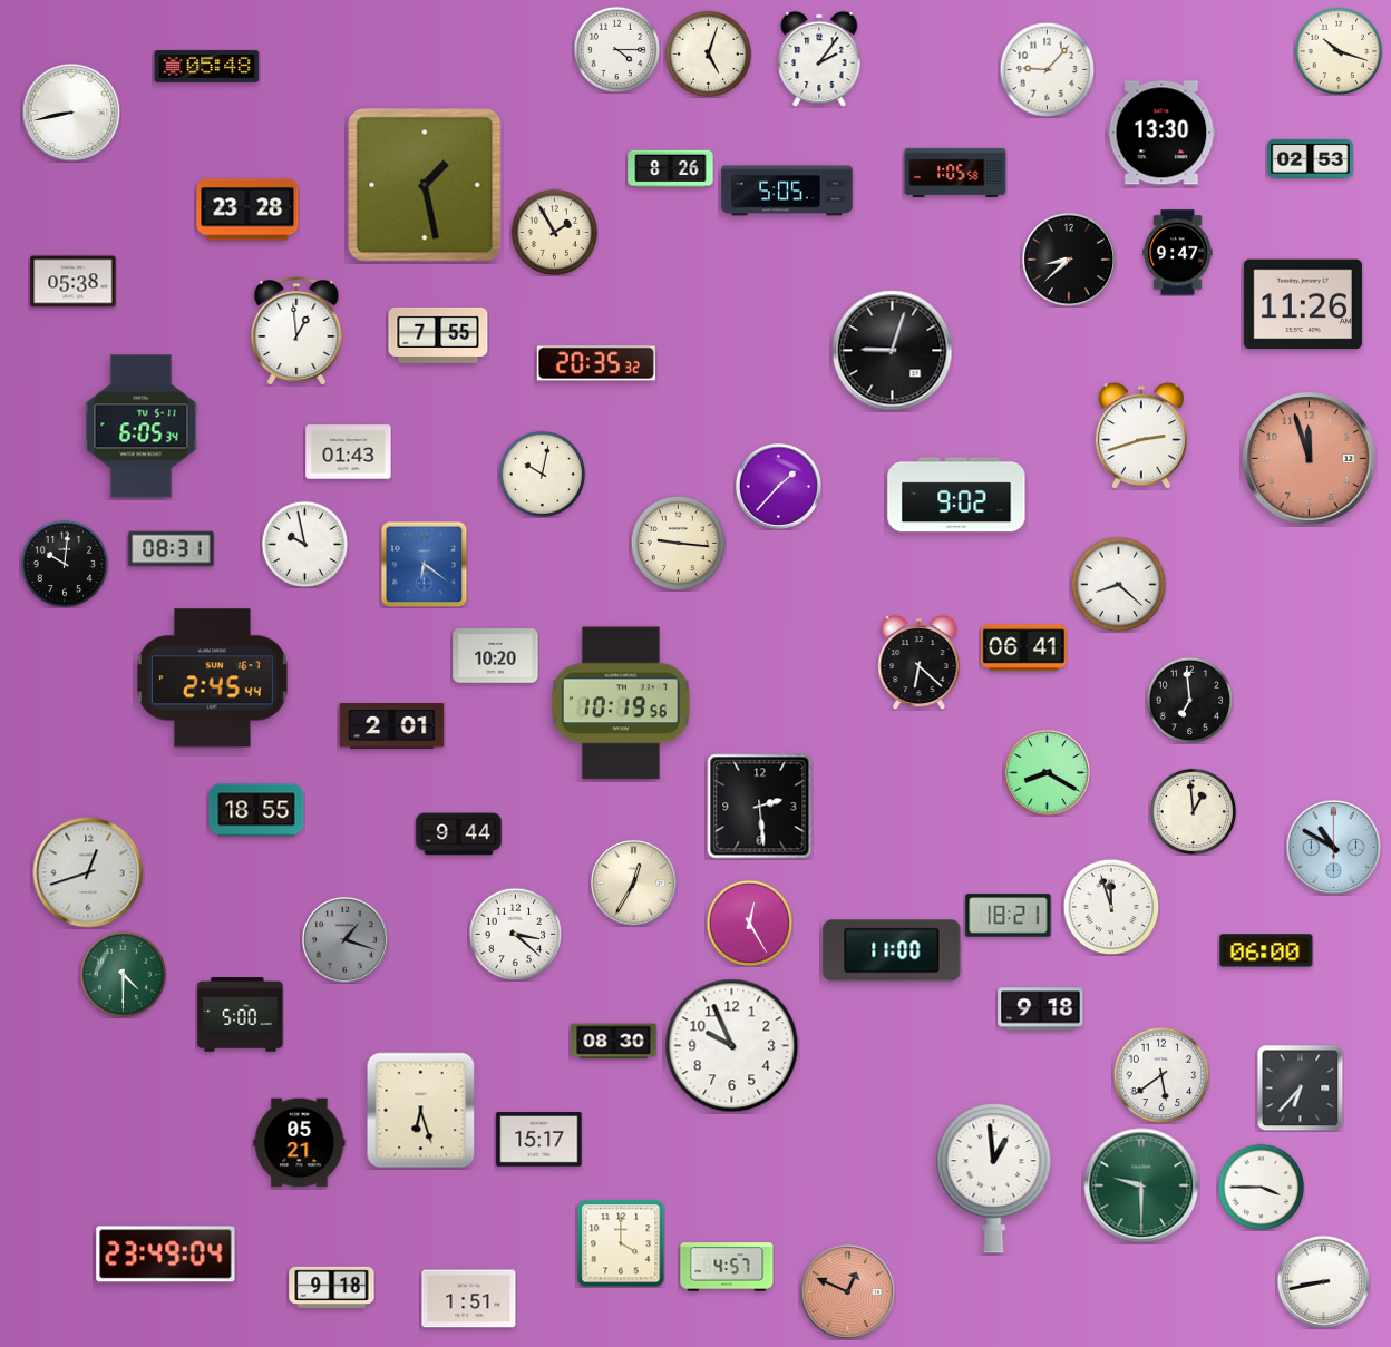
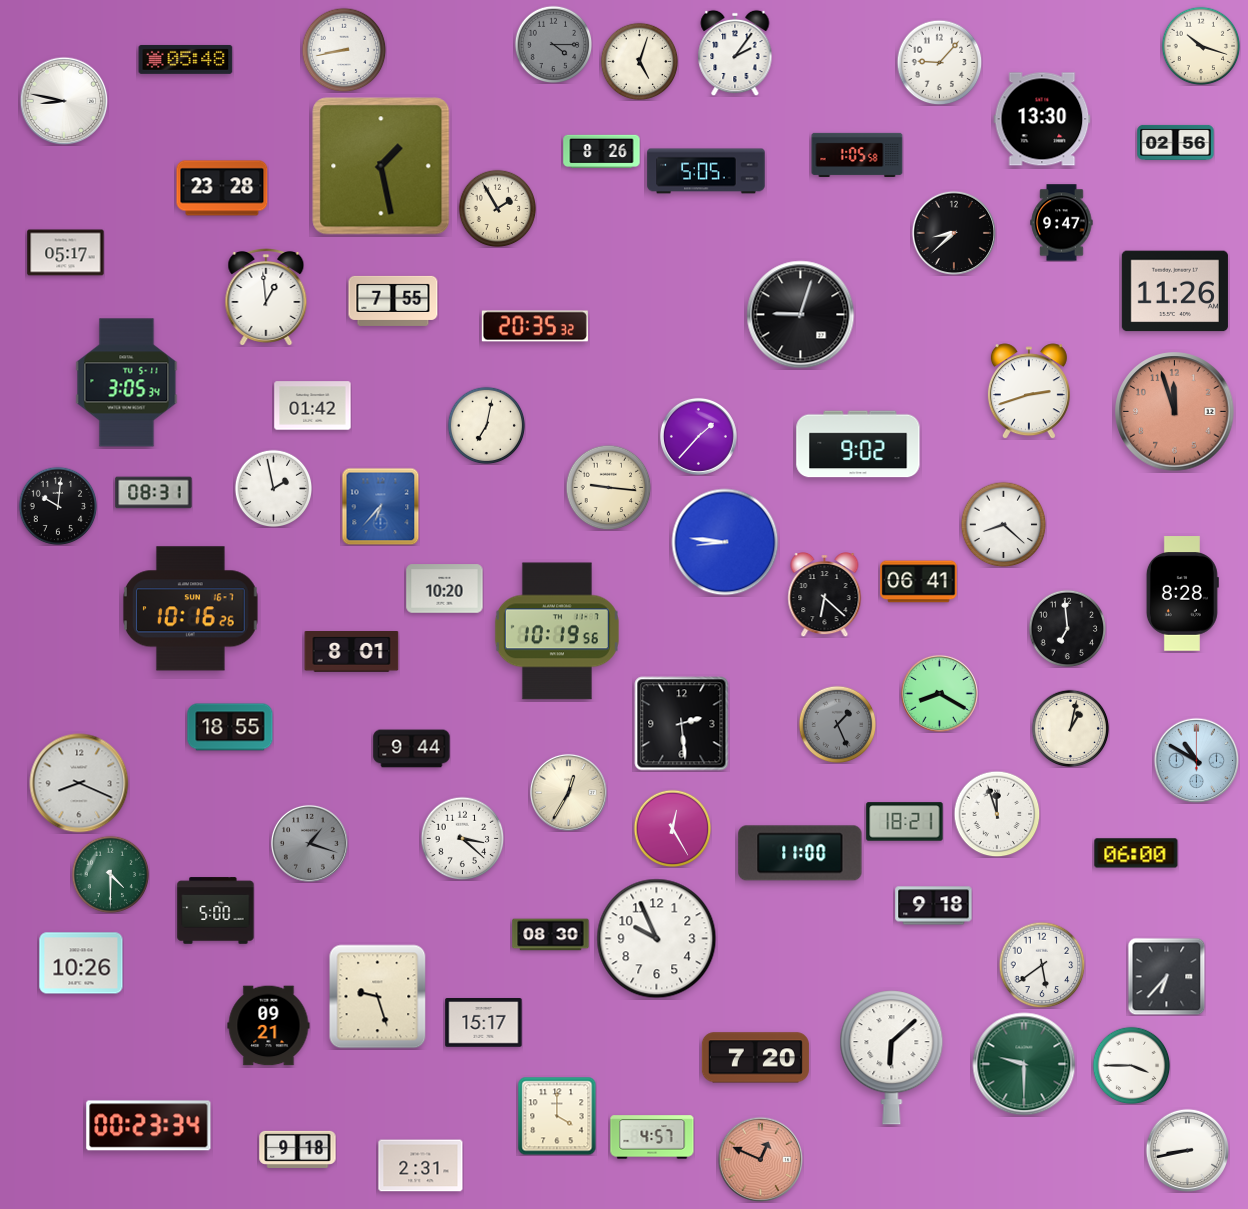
clock at (616, 49) dial: white -> grey
clock at (708, 53) position: (708, 53) -> (639, 61)
clock at (344, 50): none -> 8:43
clock at (71, 113): 8:43 -> 8:47
clock at (1311, 158): 02:53 -> 02:56
clock at (1178, 253) position: (1178, 253) -> (1062, 223)
clock at (1069, 260) position: (1069, 260) -> (954, 233)
clock at (74, 282): 05:38 -> 05:17
clock at (1303, 304) position: (1303, 304) -> (1175, 291)
clock at (142, 427): 6:05 -> 3:05
clock at (1141, 436) position: (1141, 436) -> (1029, 391)
clock at (349, 452): 01:43 -> 01:42
clock at (542, 474): 10:02 -> 7:02
clock at (304, 544): 9:58 -> 1:58
clock at (424, 564): 6:21 -> 6:37
clock at (725, 542): none -> 8:46
clock at (1182, 594): none -> 8:28
clock at (213, 679): 2:45 -> 10:16
clock at (392, 726): 2:01 -> 8:01
clock at (837, 724): none -> 1:26
clock at (1193, 811): 12:59 -> 1:02
clock at (88, 872): 12:42 -> 8:19
clock at (81, 963): none -> 10:26
clock at (421, 1111): 6:27 -> 9:27
clock at (300, 1143): 05:21 -> 09:21
clock at (755, 1058): none -> 7:20
clock at (994, 1179): 12:59 -> 6:08
clock at (166, 1255): 23:49 -> 00:23
clock at (332, 1287) position: (332, 1287) -> (298, 1149)
clock at (469, 1299): 1:51 -> 2:31
